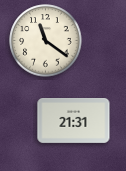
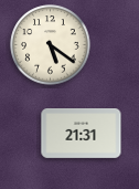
clock at (46, 41): 11:21 -> 5:21
